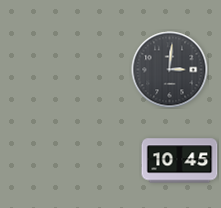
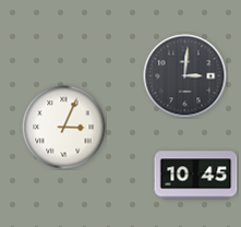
clock at (64, 128): none -> 3:04
